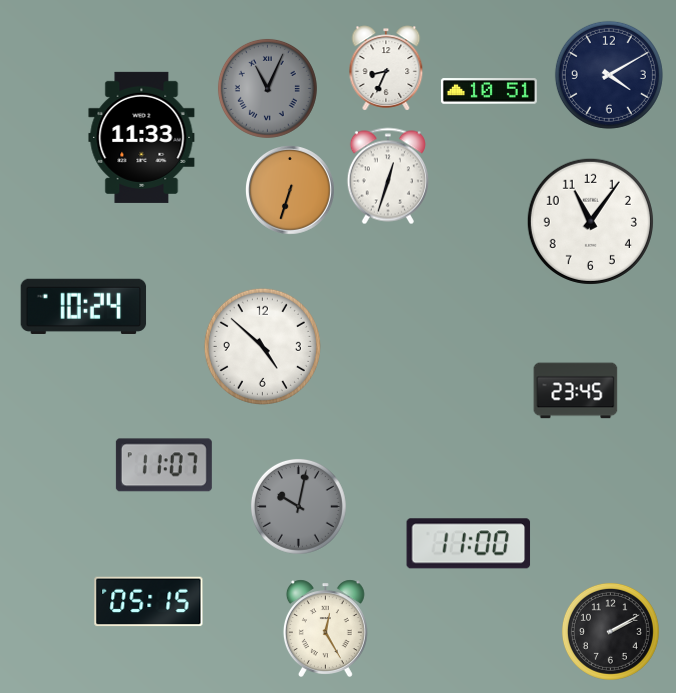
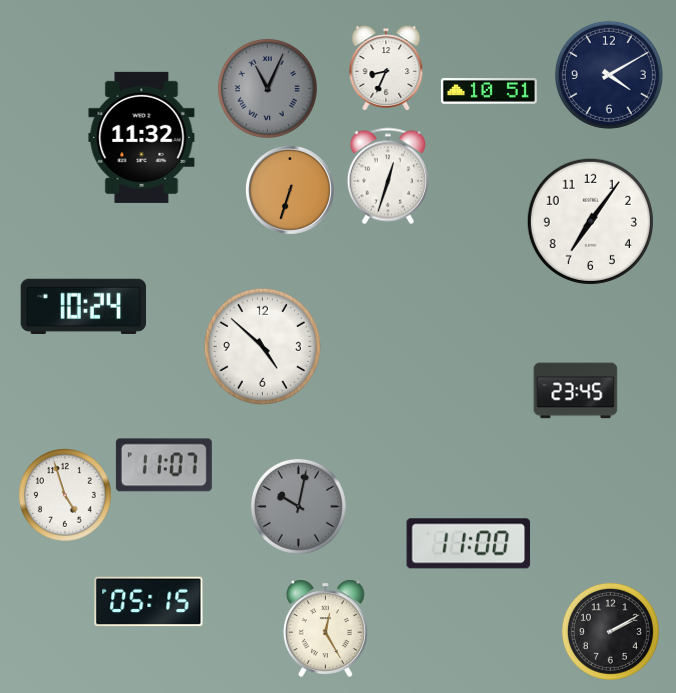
clock at (142, 137): 11:33 -> 11:32
clock at (590, 221): 11:06 -> 7:06
clock at (65, 495): none -> 4:57
